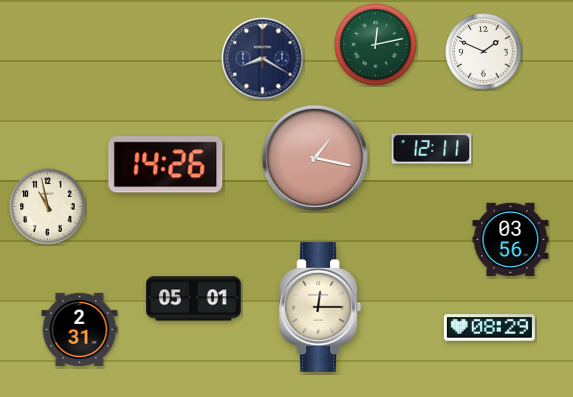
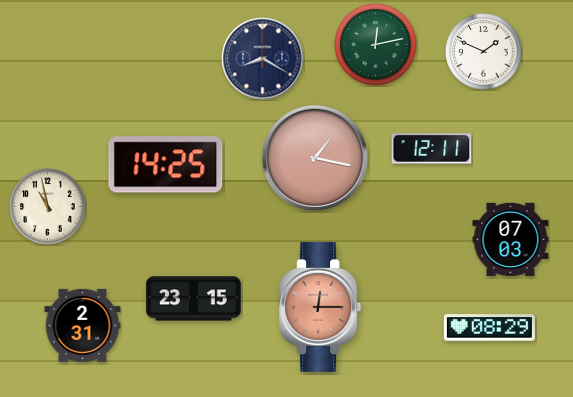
clock at (166, 165): 14:26 -> 14:25
clock at (511, 240): 03:56 -> 07:03
clock at (194, 299): 05:01 -> 23:15
clock at (320, 307) dial: cream -> salmon
clock at (80, 329) position: (80, 329) -> (83, 325)
